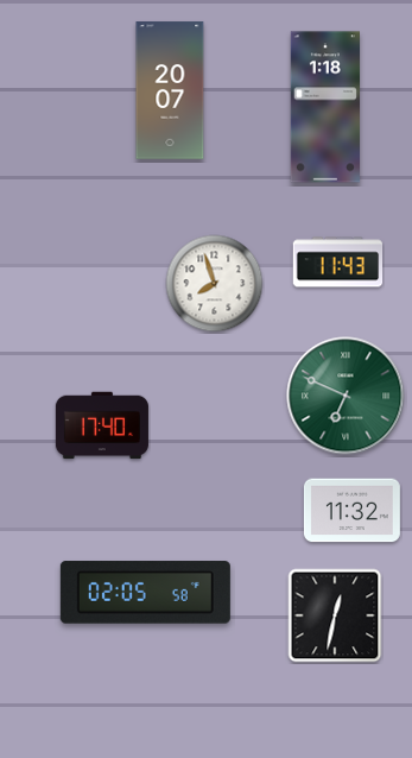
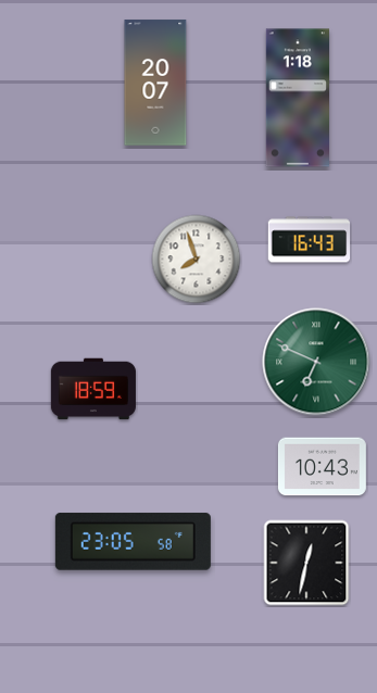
clock at (338, 263): 11:43 -> 16:43
clock at (102, 425): 17:40 -> 18:59
clock at (351, 511): 11:32 -> 10:43
clock at (145, 593): 02:05 -> 23:05
